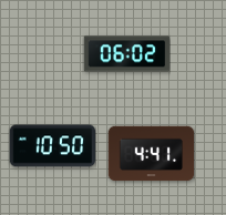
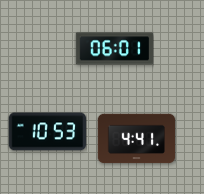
clock at (126, 54): 06:02 -> 06:01
clock at (52, 146): 10:50 -> 10:53
